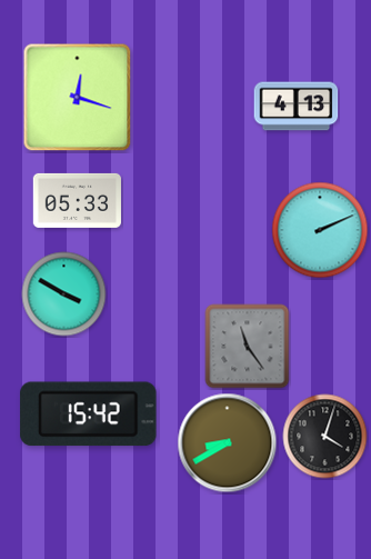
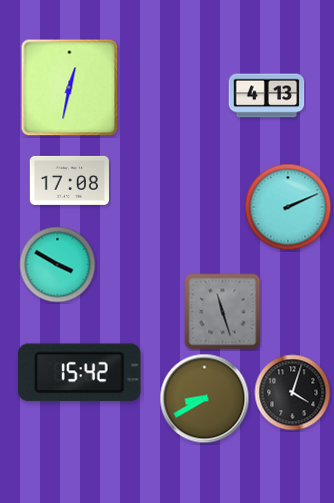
clock at (78, 98): 12:18 -> 12:32
clock at (77, 200): 05:33 -> 17:08
clock at (248, 347): 11:24 -> 11:27
